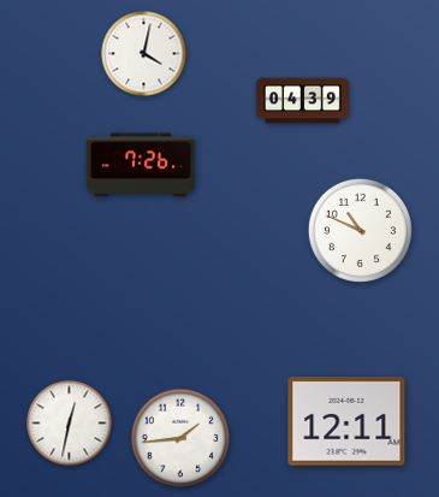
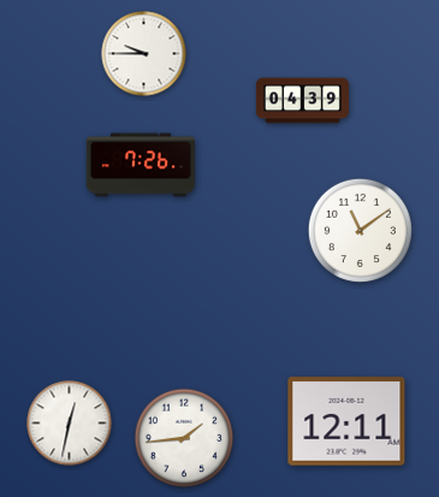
clock at (144, 54): 4:02 -> 9:45
clock at (360, 230): 10:49 -> 11:09
clock at (180, 438) position: (180, 438) -> (184, 438)
